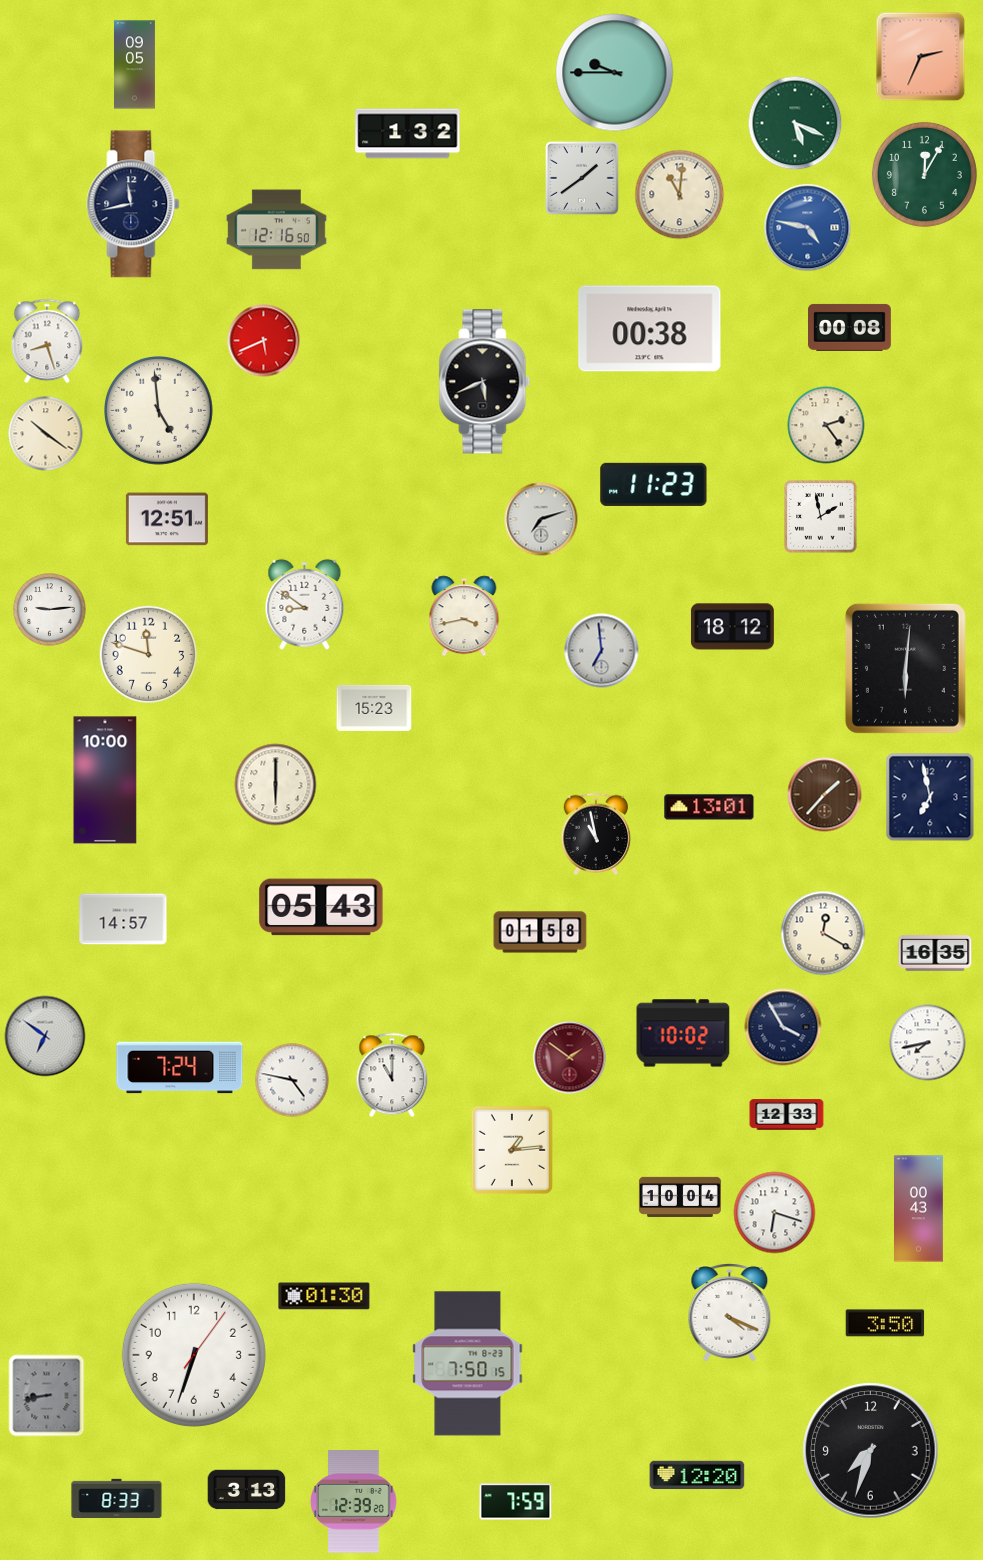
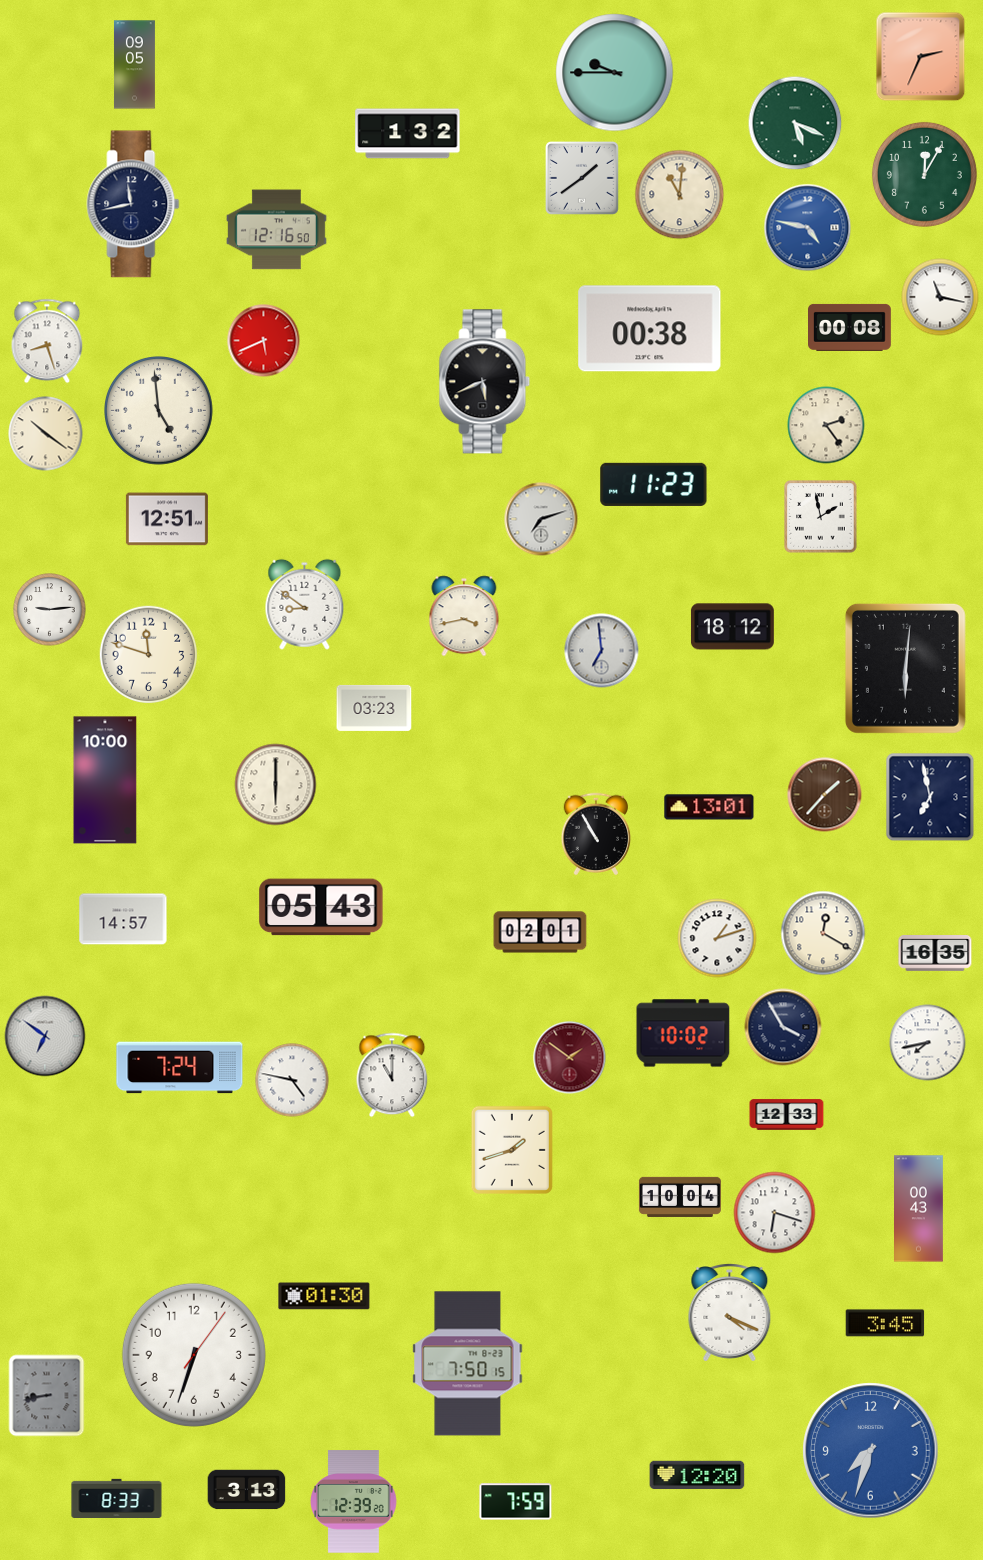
clock at (940, 297): none -> 11:17
clock at (374, 708): 15:23 -> 03:23
clock at (596, 834): 10:58 -> 10:55
clock at (540, 932): 01:58 -> 02:01
clock at (717, 938): none -> 1:12
clock at (512, 1150): 1:14 -> 1:42
clock at (885, 1323): 3:50 -> 3:45
clock at (871, 1451) dial: black -> blue
